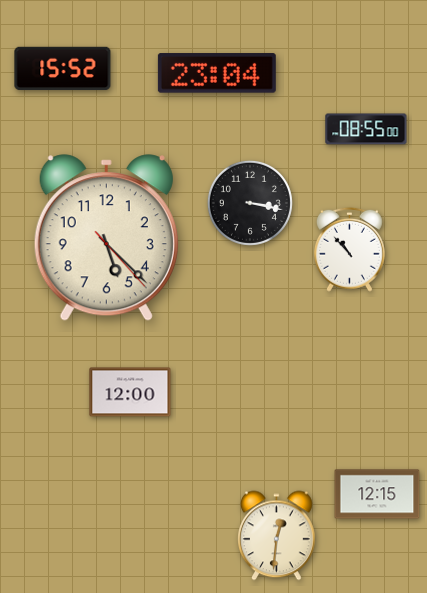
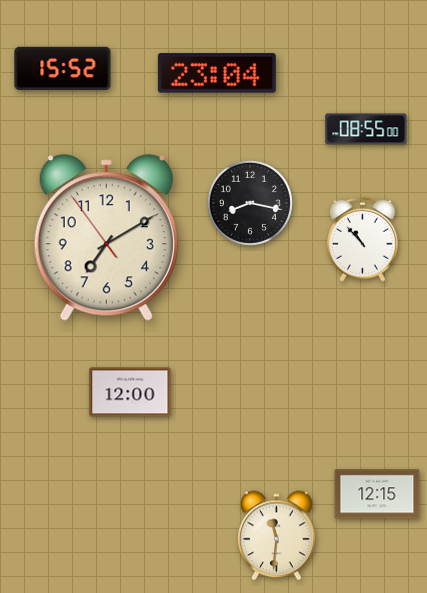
clock at (250, 203): 3:17 -> 8:17
clock at (106, 238): 5:22 -> 7:09
clock at (349, 249) position: (349, 249) -> (362, 239)
clock at (277, 536): 12:31 -> 11:31
